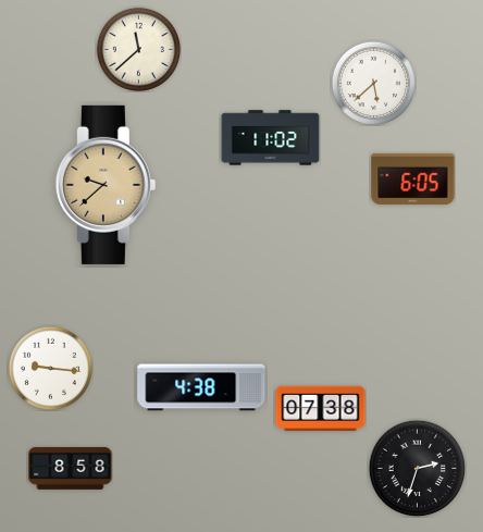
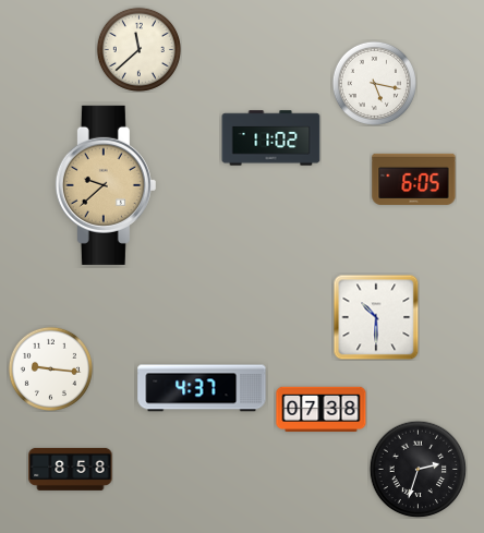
clock at (373, 83): 5:38 -> 5:17
clock at (376, 317): none -> 10:30
clock at (201, 387): 4:38 -> 4:37
